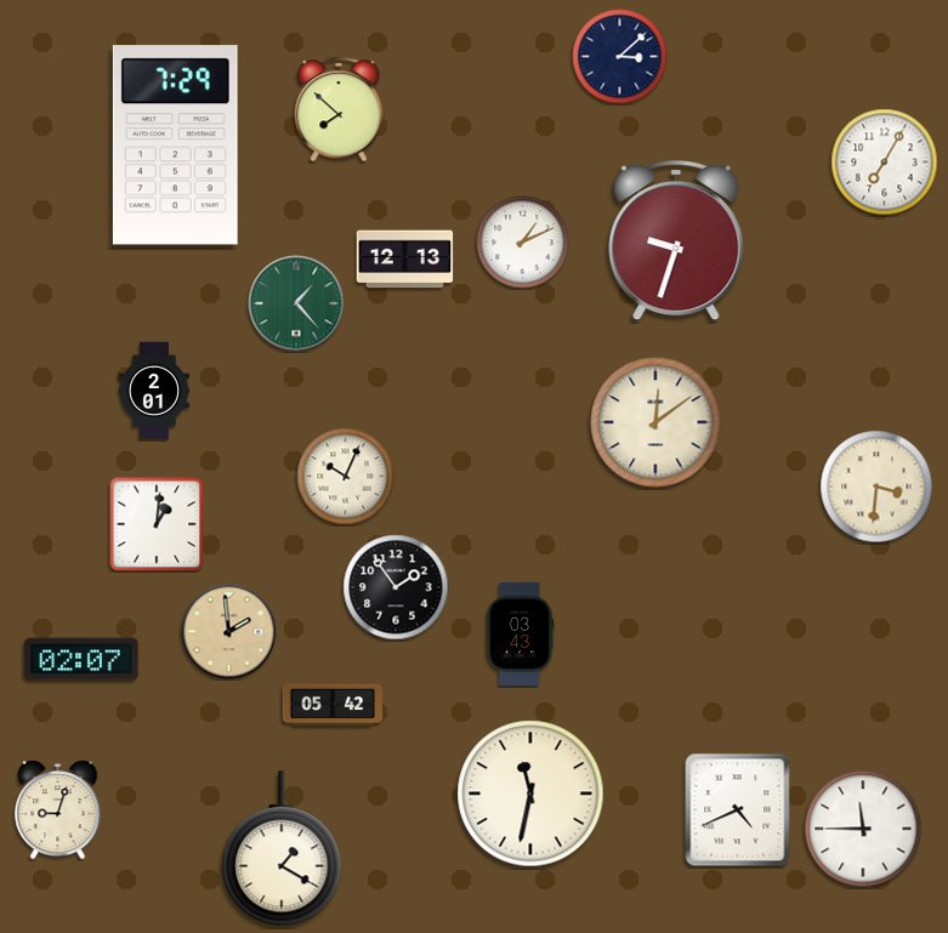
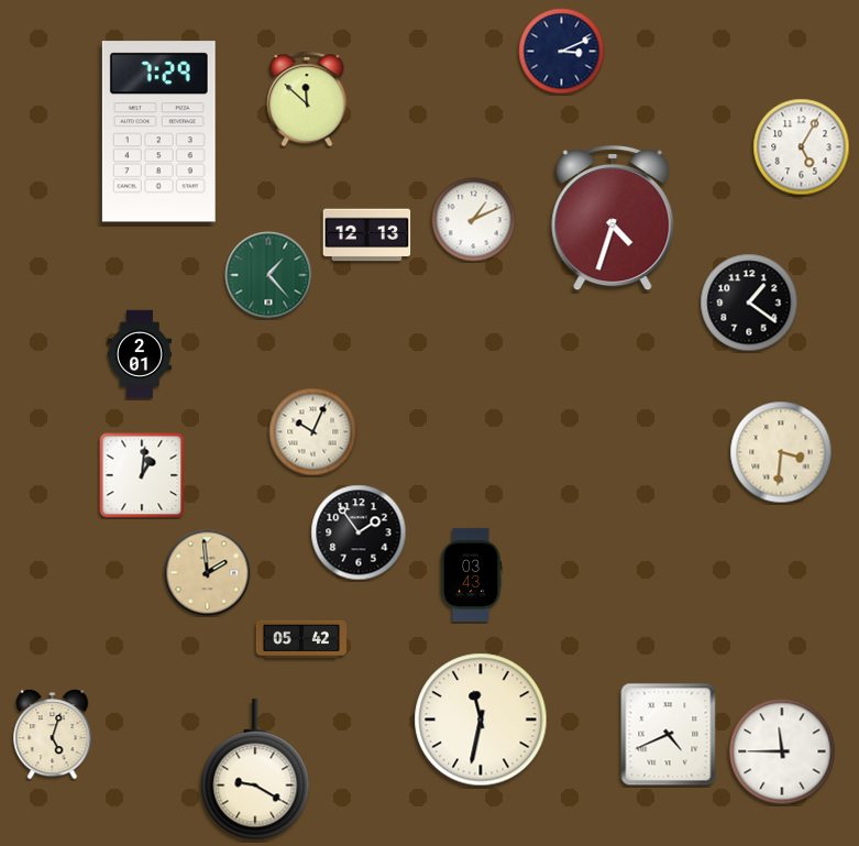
clock at (620, 57): 3:08 -> 3:11
clock at (339, 109): 7:52 -> 11:52
clock at (885, 163): 7:05 -> 5:05
clock at (676, 241): 9:33 -> 4:33
clock at (749, 303): none -> 1:21
clock at (655, 422): 12:09 -> none
clock at (876, 487) position: (876, 487) -> (781, 452)
clock at (81, 659): 02:07 -> none
clock at (58, 810): 9:03 -> 5:03
clock at (282, 849): 1:20 -> 9:20
